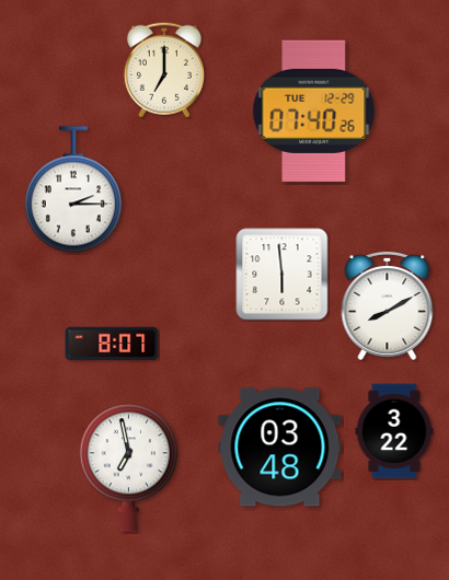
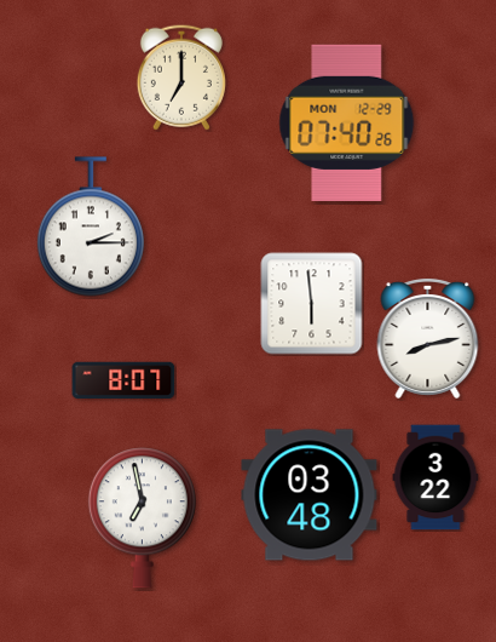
clock at (314, 111) date: TUE 12-29 -> MON 12-29
clock at (73, 189) position: (73, 189) -> (91, 227)
clock at (388, 305): 8:10 -> 8:13
